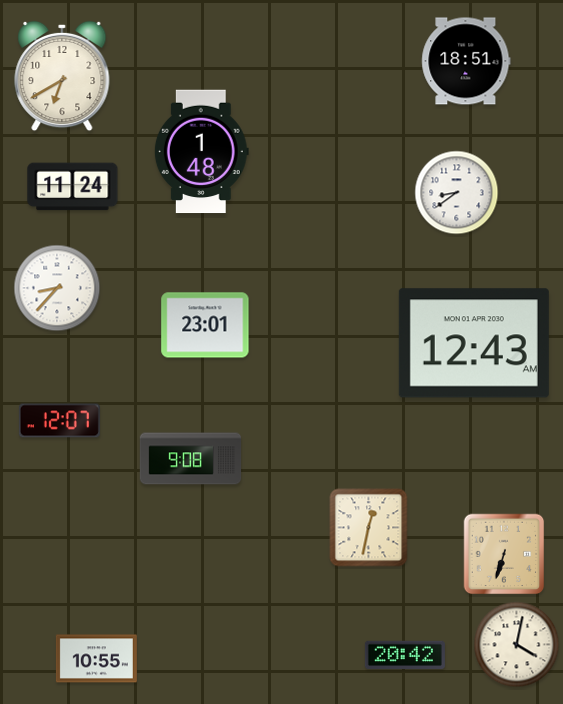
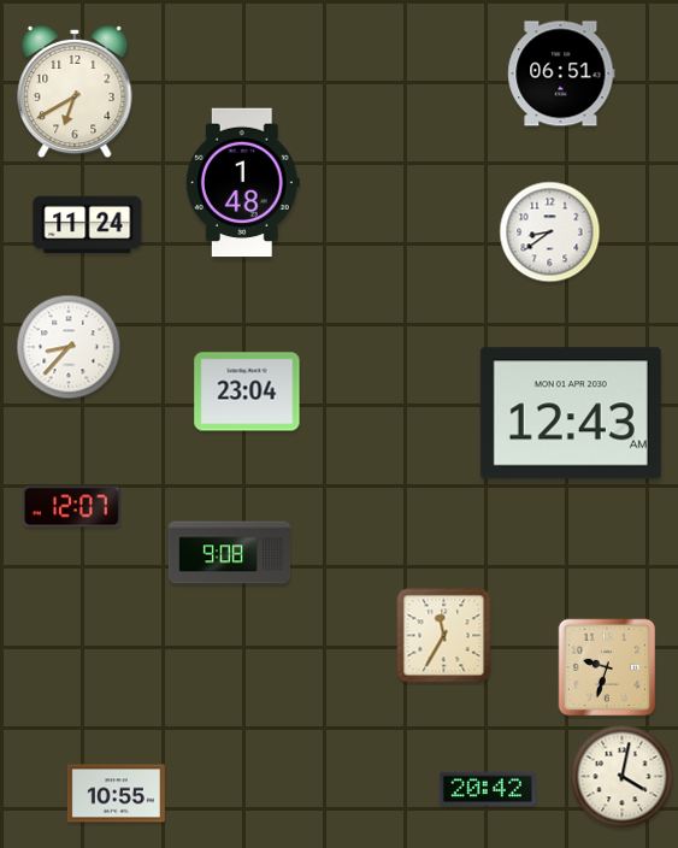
clock at (466, 61): 18:51 -> 06:51
clock at (205, 325): 23:01 -> 23:04
clock at (369, 528): 12:32 -> 11:35
clock at (504, 554): 6:33 -> 9:33
